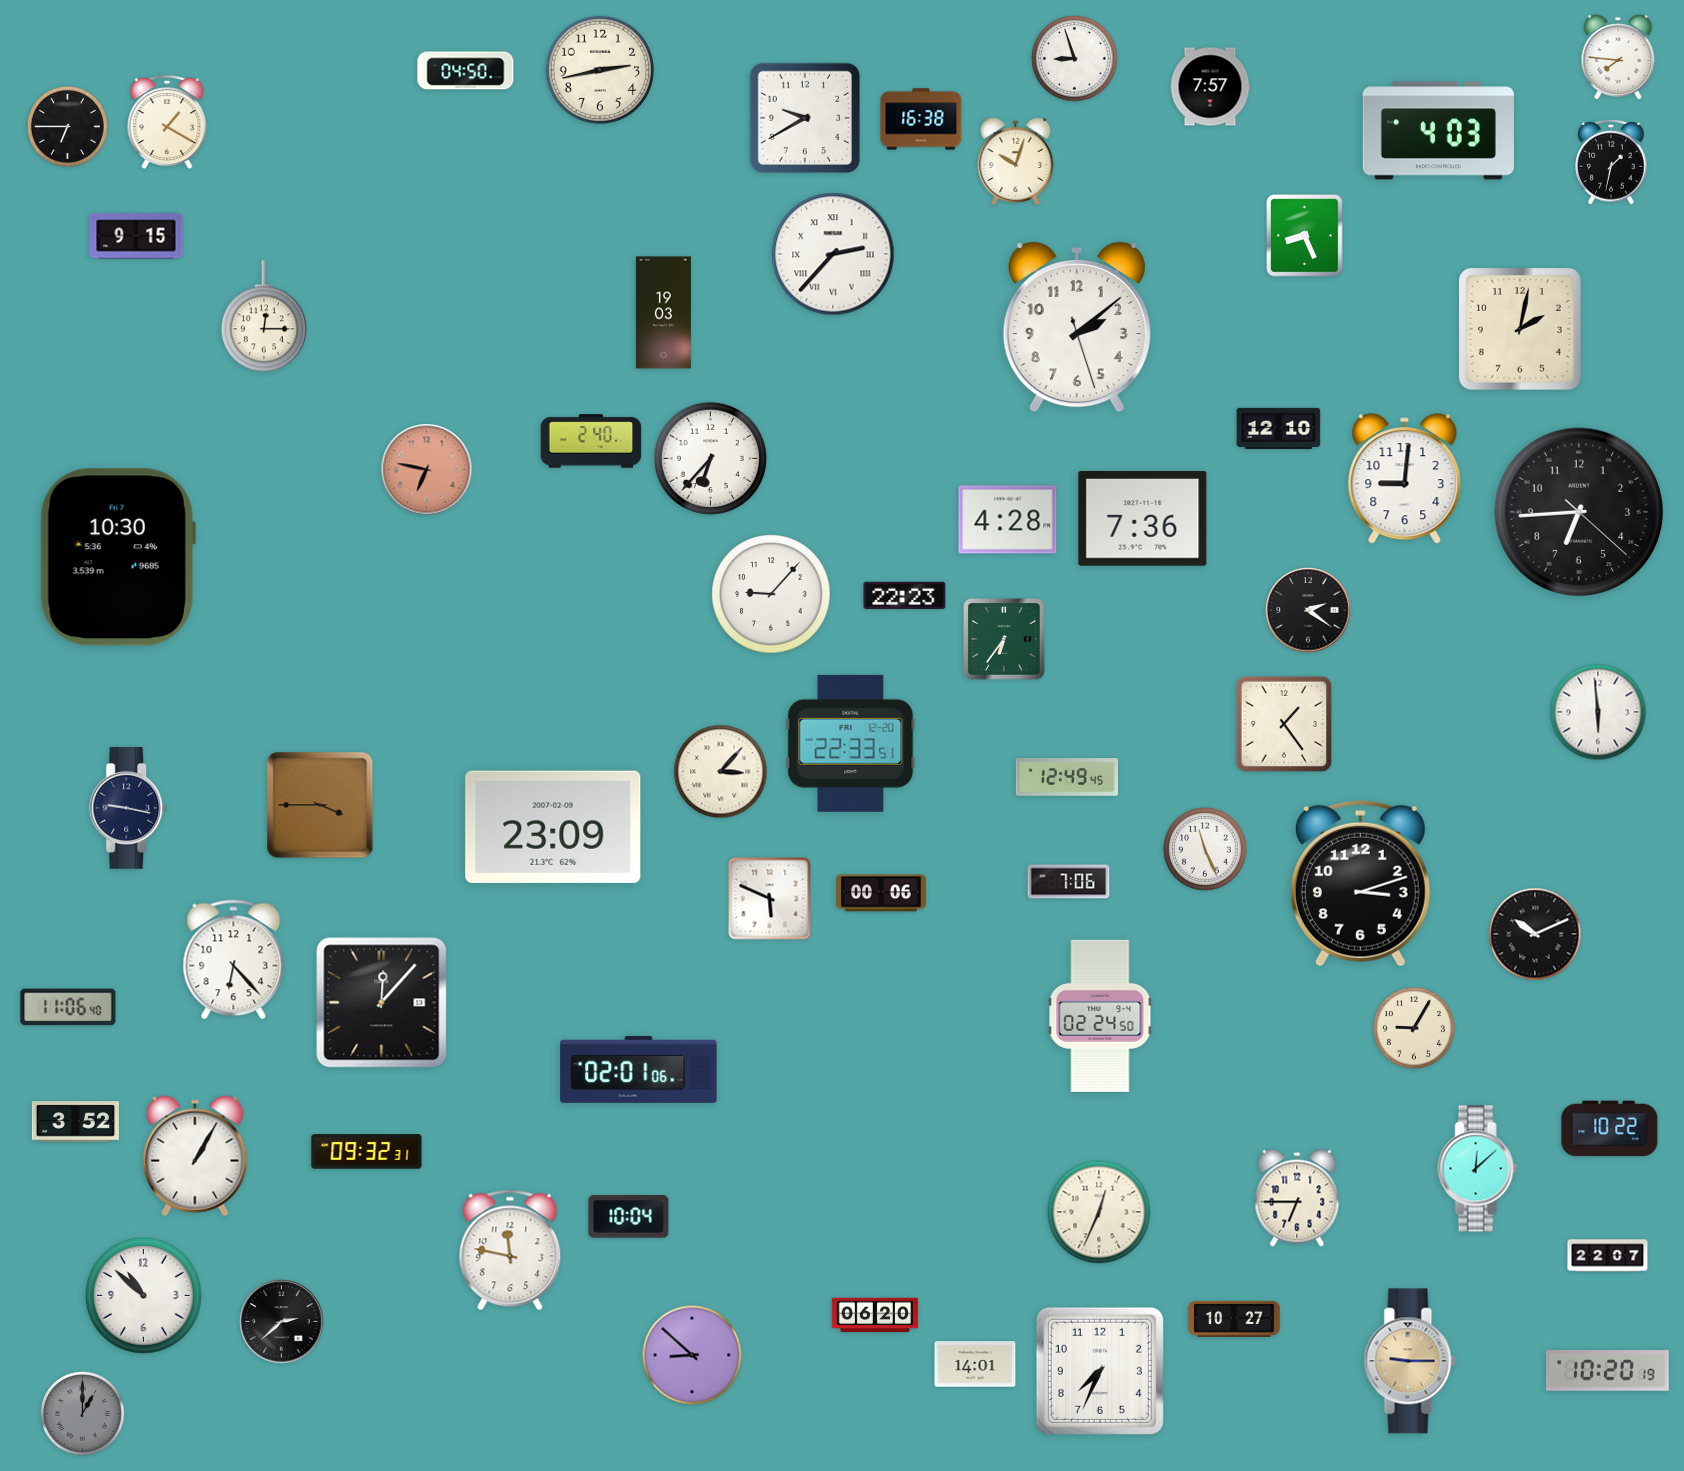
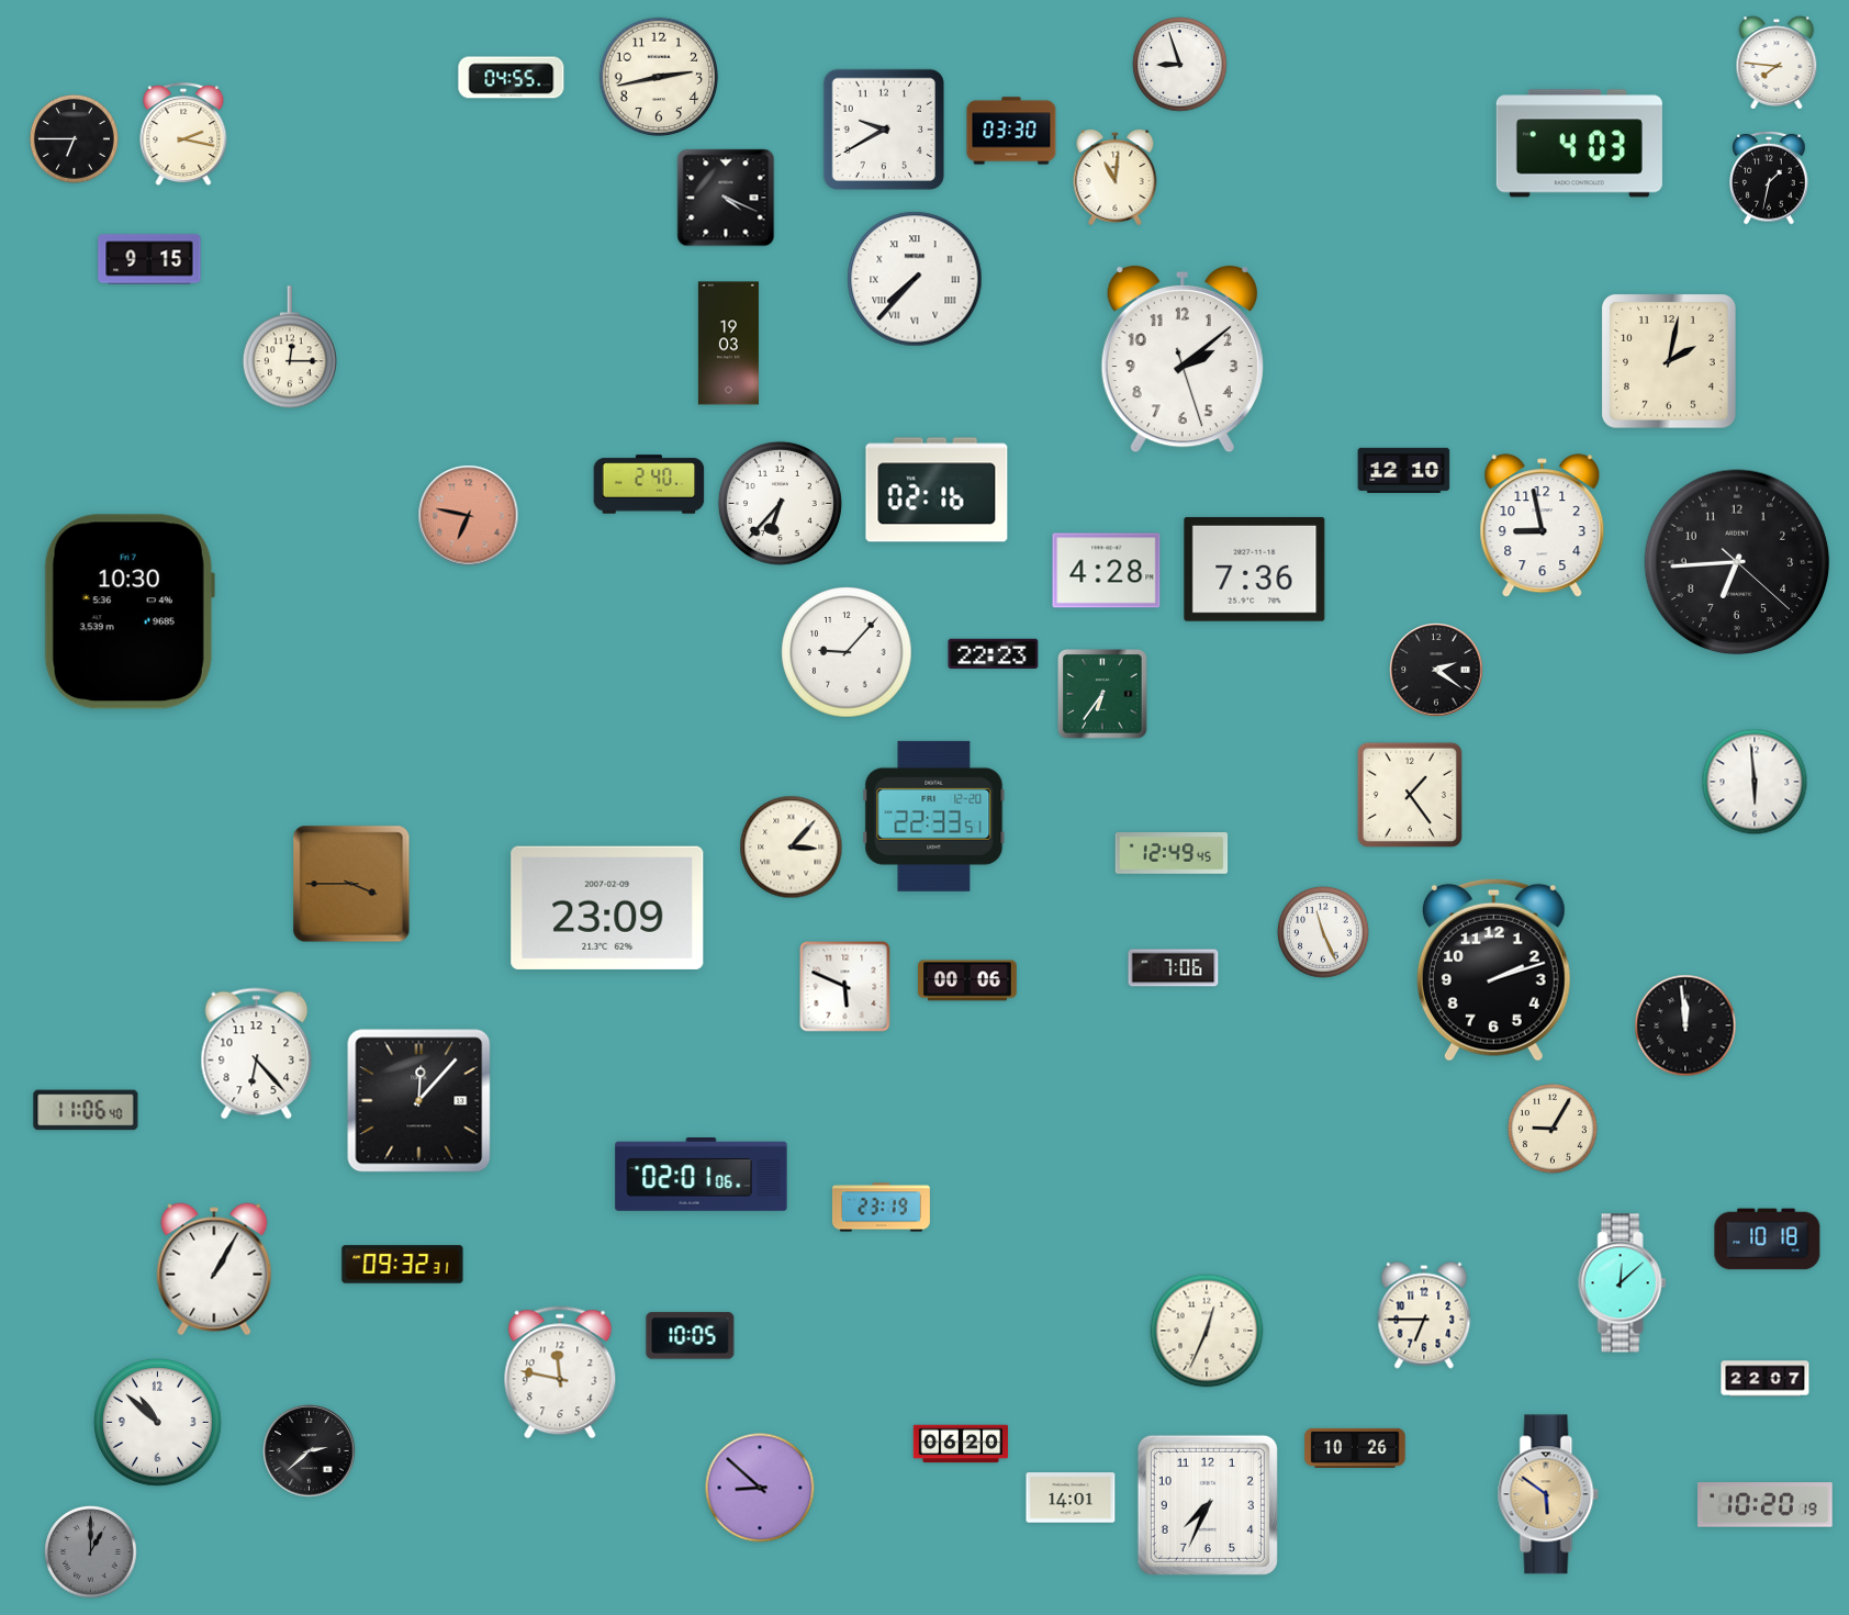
clock at (466, 71): 04:50 -> 04:55
clock at (1210, 87): 7:57 -> none
clock at (921, 119): 16:38 -> 03:30
clock at (167, 122): 1:20 -> 2:17
clock at (1016, 161): 10:03 -> 11:01
clock at (726, 198): none -> 4:19
clock at (1305, 236): 8:26 -> none
clock at (833, 254): 2:37 -> 7:37
clock at (937, 490): none -> 02:16
clock at (1405, 479): 9:01 -> 8:58
clock at (1579, 512) position: (1579, 512) -> (1737, 562)
clock at (1004, 639) position: (1004, 639) -> (1102, 694)
clock at (129, 808): 9:17 -> none
clock at (1360, 883): 3:12 -> 2:12
clock at (1535, 934): 10:11 -> 11:59
clock at (68, 1007) position: (68, 1007) -> (86, 1110)
clock at (1100, 1016): 02:24 -> none
clock at (881, 1208): none -> 23:19
clock at (75, 1122): 3:52 -> none
clock at (1610, 1129): 10:22 -> 10:18
clock at (629, 1217): 10:04 -> 10:05
clock at (1234, 1319): 10:27 -> 10:26
clock at (1410, 1361): 9:15 -> 5:51
